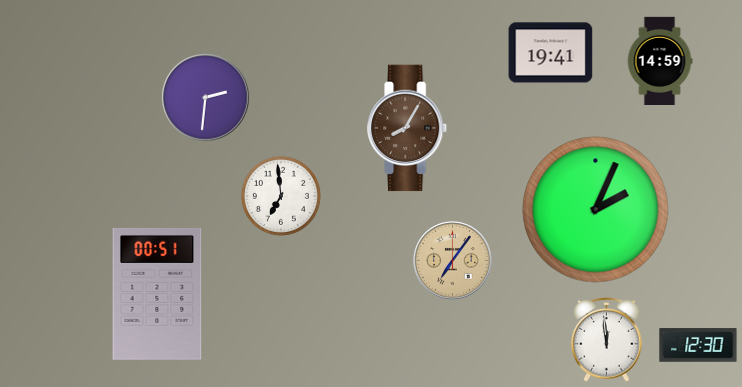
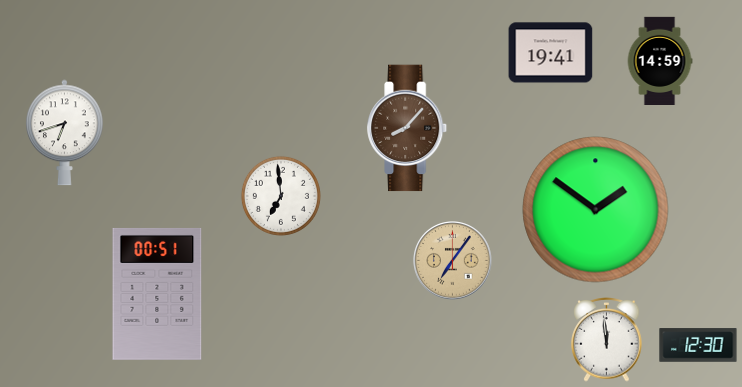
clock at (206, 98): 2:31 -> none
clock at (408, 128): 8:05 -> 8:07
clock at (65, 133): none -> 6:42
clock at (596, 210): 2:04 -> 1:51
